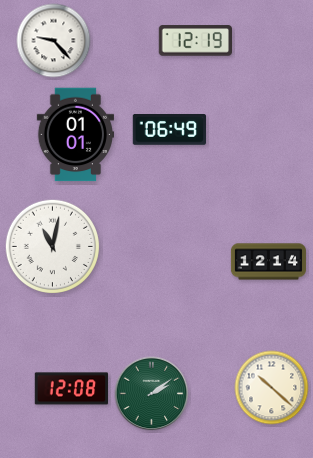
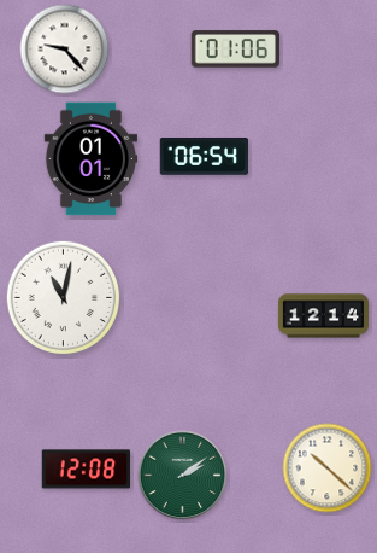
clock at (195, 41): 12:19 -> 01:06
clock at (169, 130): 06:49 -> 06:54
clock at (75, 135) position: (75, 135) -> (90, 159)
